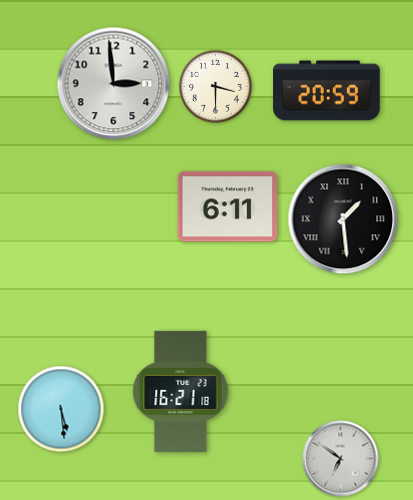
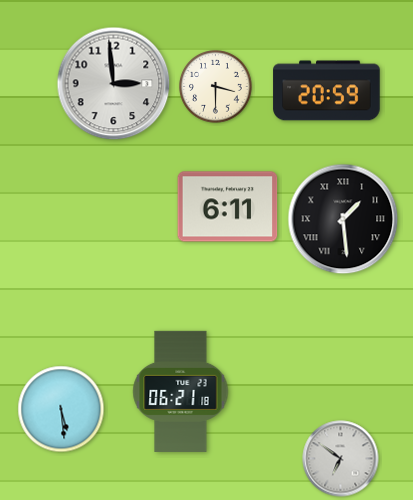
clock at (181, 391): 16:21 -> 06:21
